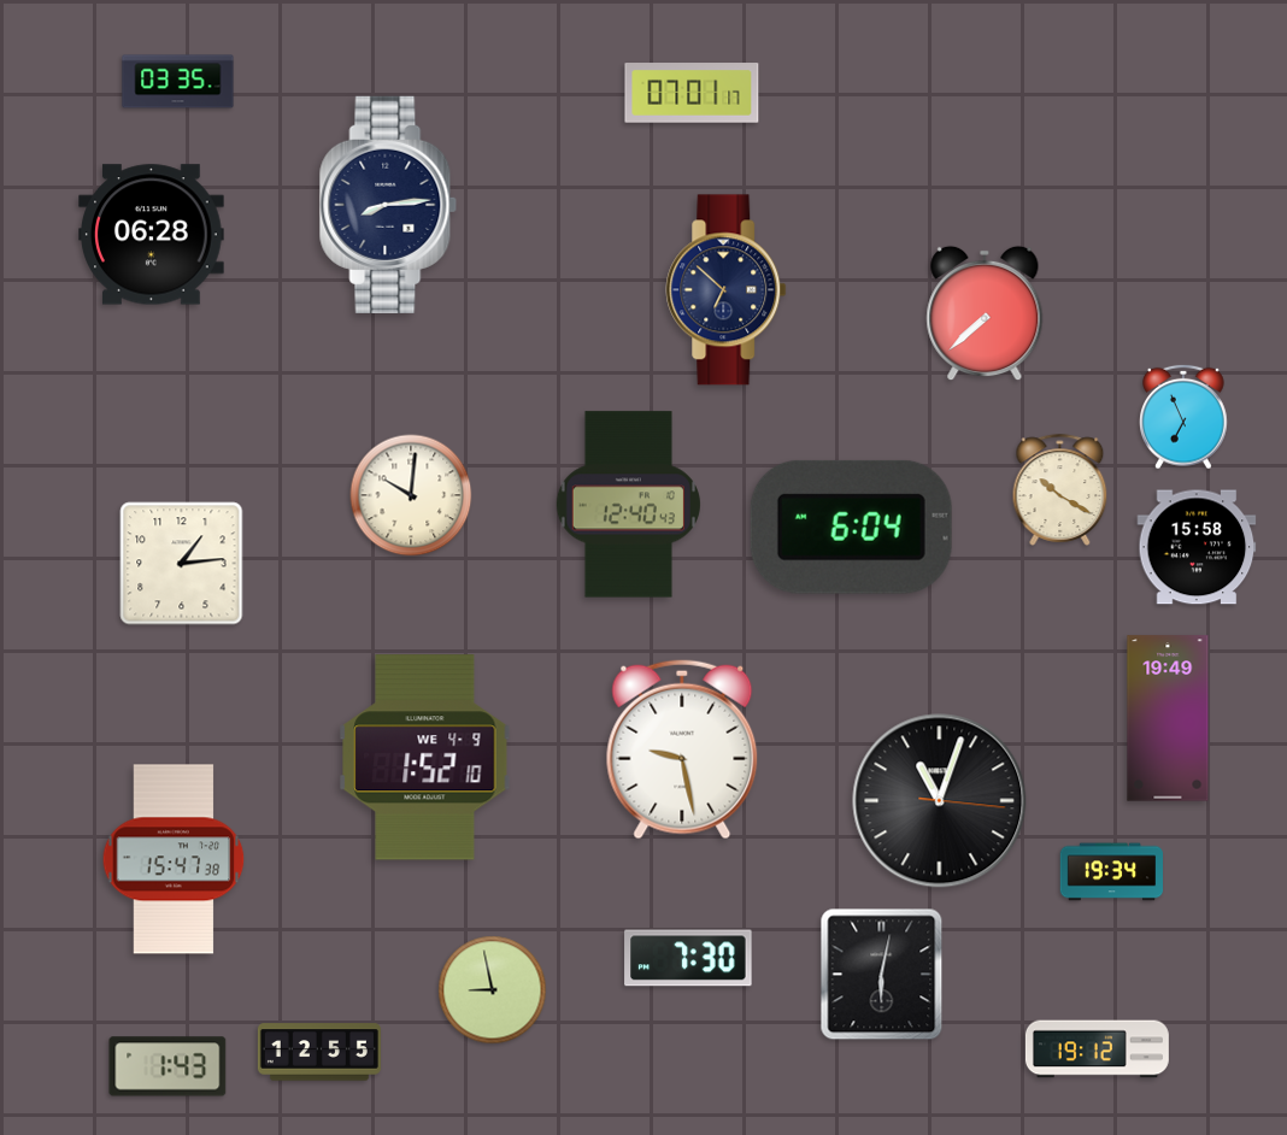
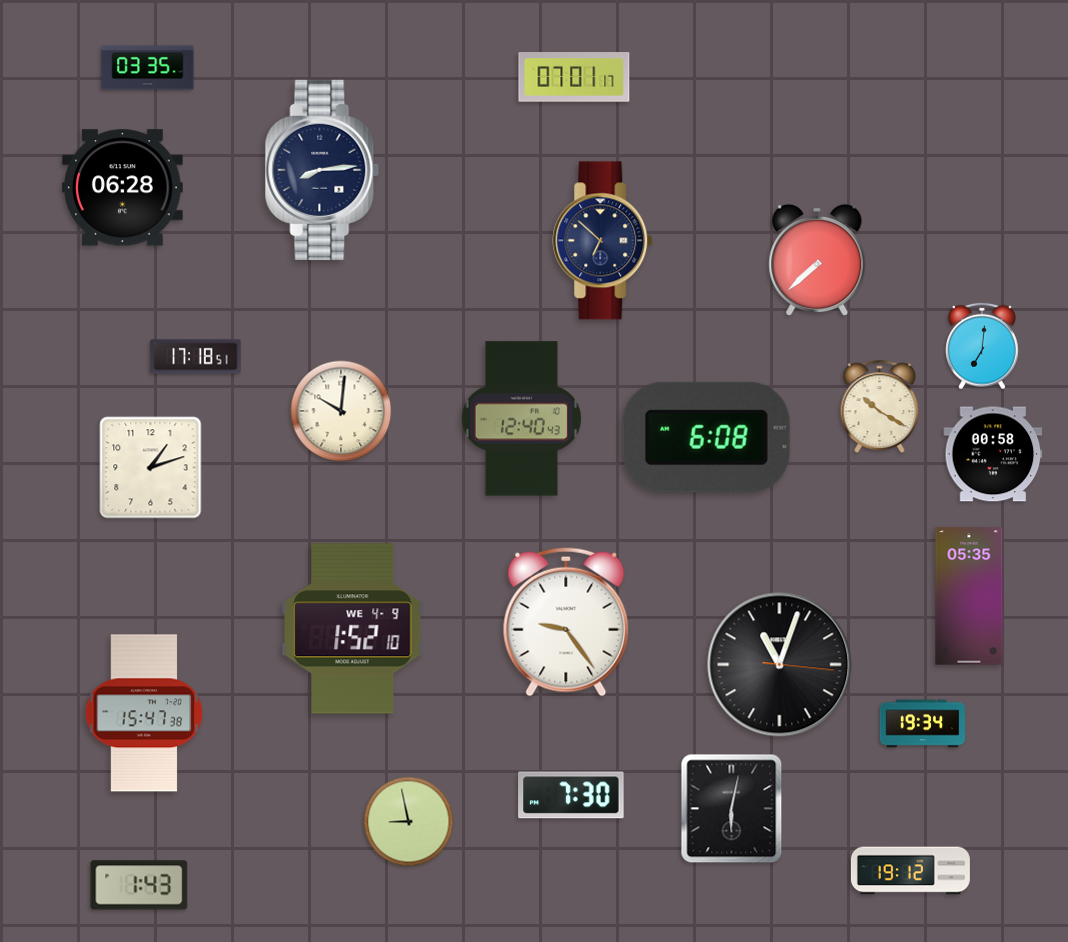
clock at (152, 235) position: (152, 235) -> (123, 188)
clock at (1183, 417): 6:56 -> 7:01
clock at (196, 357): none -> 17:18
clock at (851, 527): 6:04 -> 6:08
clock at (1197, 547): 15:58 -> 00:58
clock at (182, 564): 1:14 -> 1:12
clock at (1168, 718): 19:49 -> 05:35
clock at (682, 749): 9:28 -> 9:24
clock at (319, 1052): 12:55 -> none
